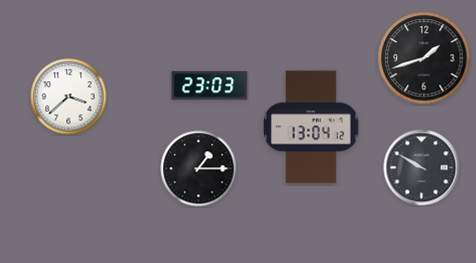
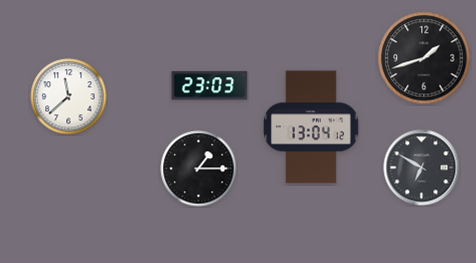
clock at (69, 97): 3:38 -> 11:38
clock at (422, 168): 9:50 -> 6:50
